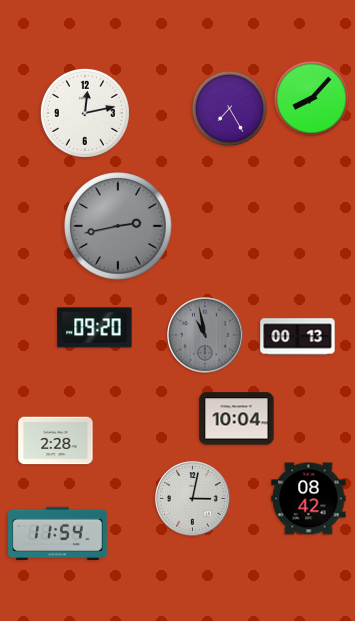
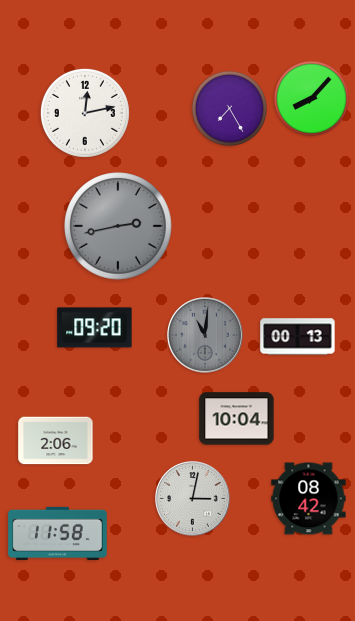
clock at (205, 335): 10:58 -> 11:01
clock at (56, 441): 2:28 -> 2:06
clock at (58, 533): 11:54 -> 11:58
